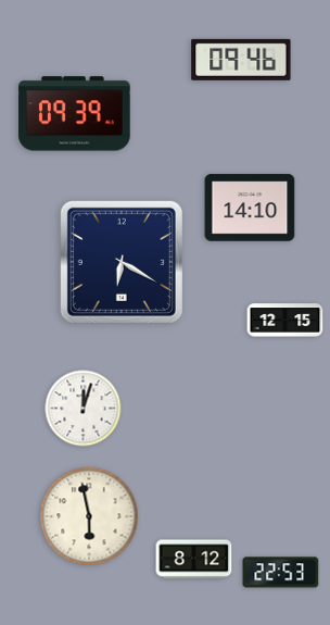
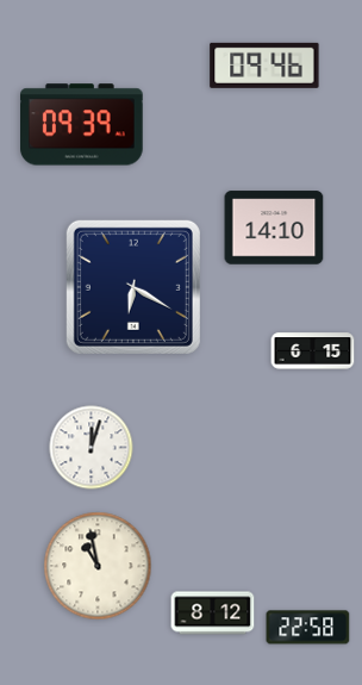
clock at (285, 321): 12:15 -> 6:15
clock at (89, 516): 5:58 -> 10:58
clock at (281, 573): 22:53 -> 22:58
